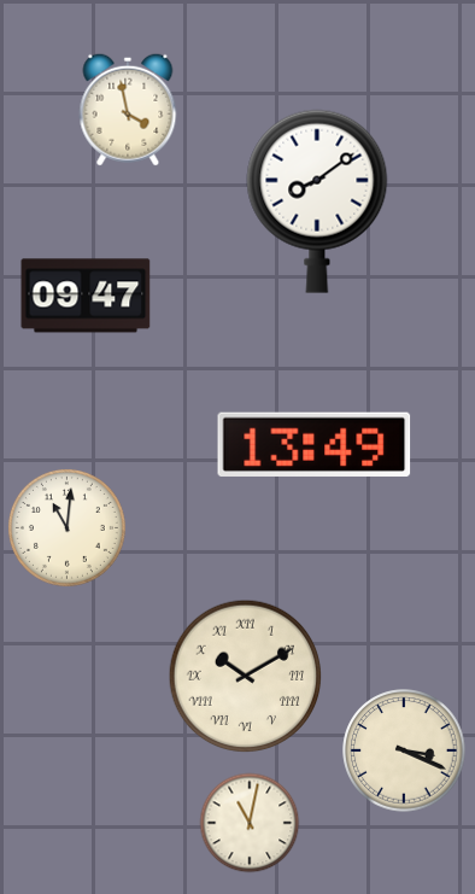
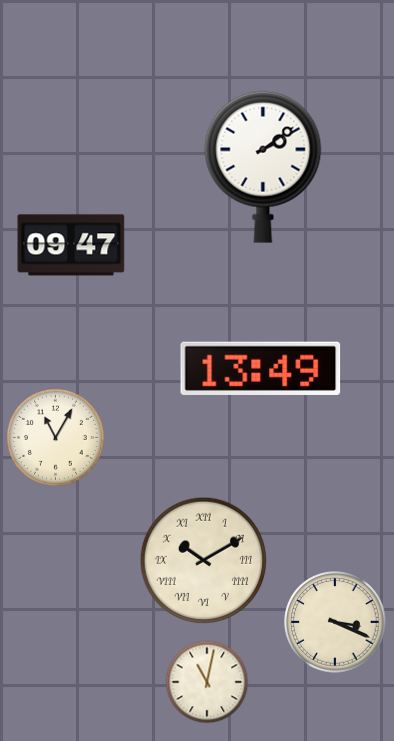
clock at (128, 110): 3:58 -> none
clock at (317, 201): 8:09 -> 2:09
clock at (66, 527): 11:01 -> 11:05
